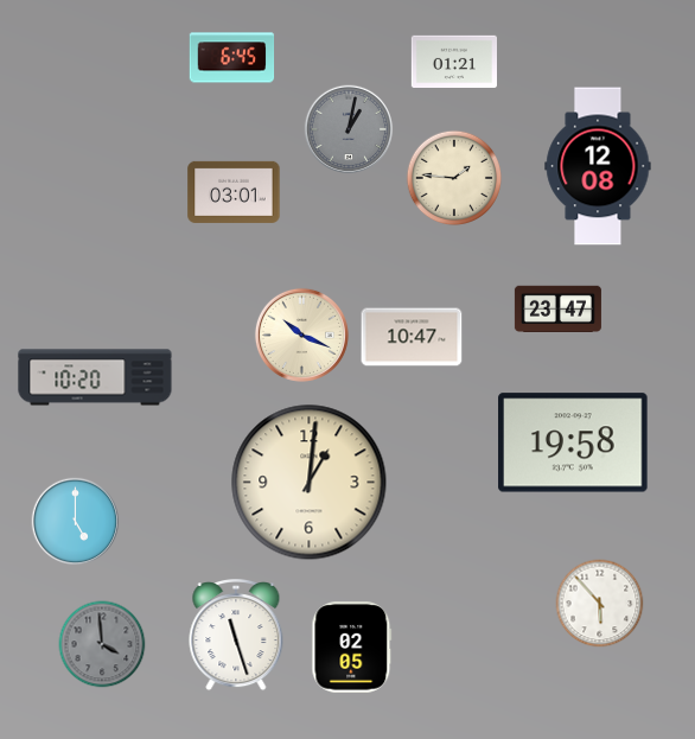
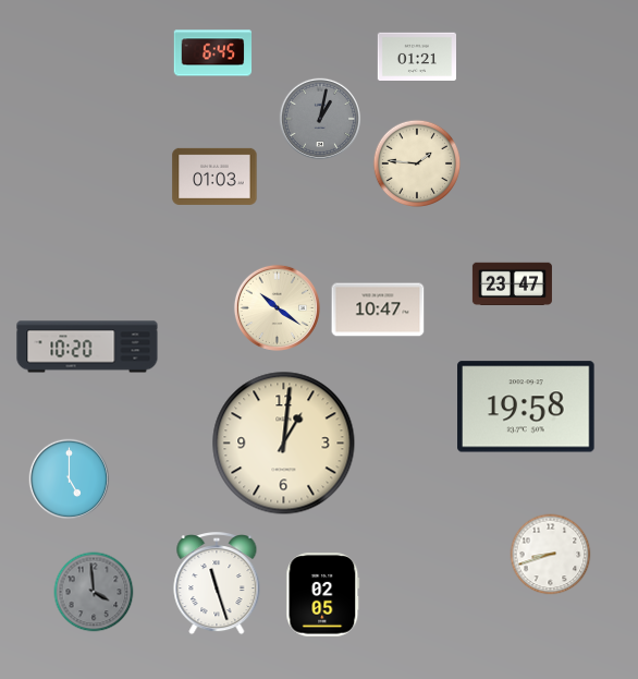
clock at (598, 166): 12:08 -> none
clock at (234, 192): 03:01 -> 01:03
clock at (301, 335): 10:19 -> 10:21
clock at (600, 604): 5:53 -> 8:42
